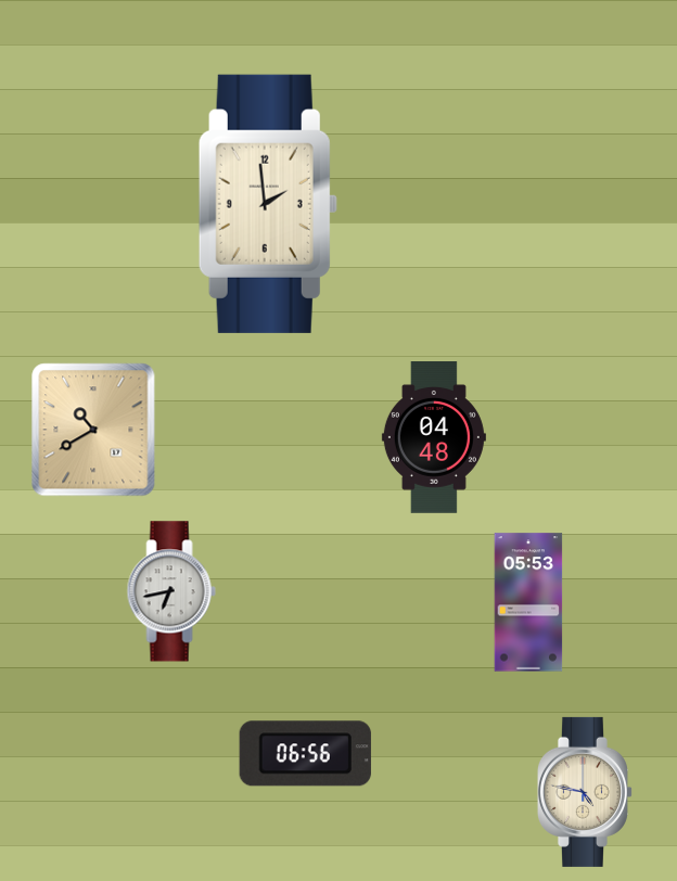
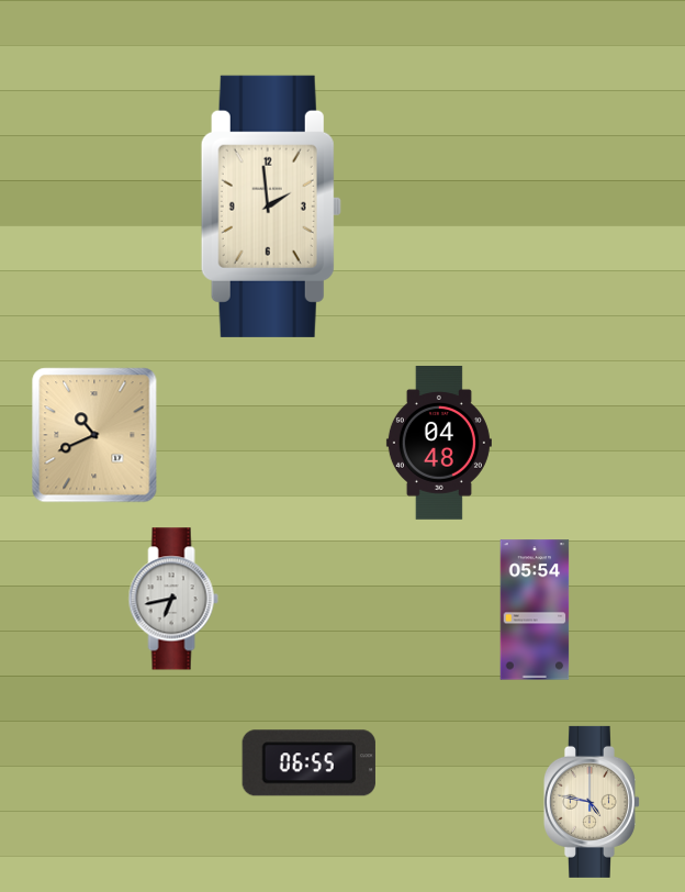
clock at (93, 430): 10:40 -> 10:41
clock at (528, 602): 05:53 -> 05:54
clock at (305, 754): 06:56 -> 06:55
